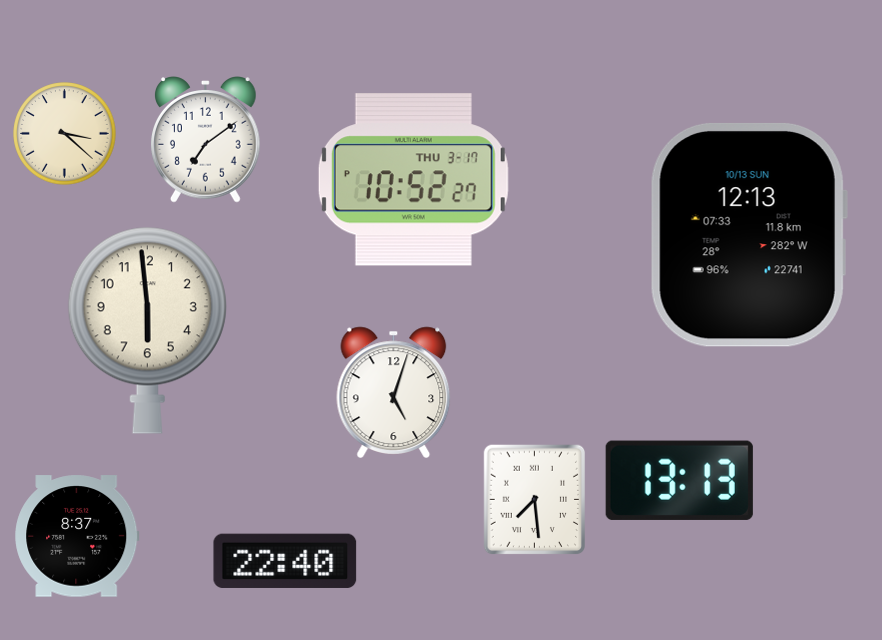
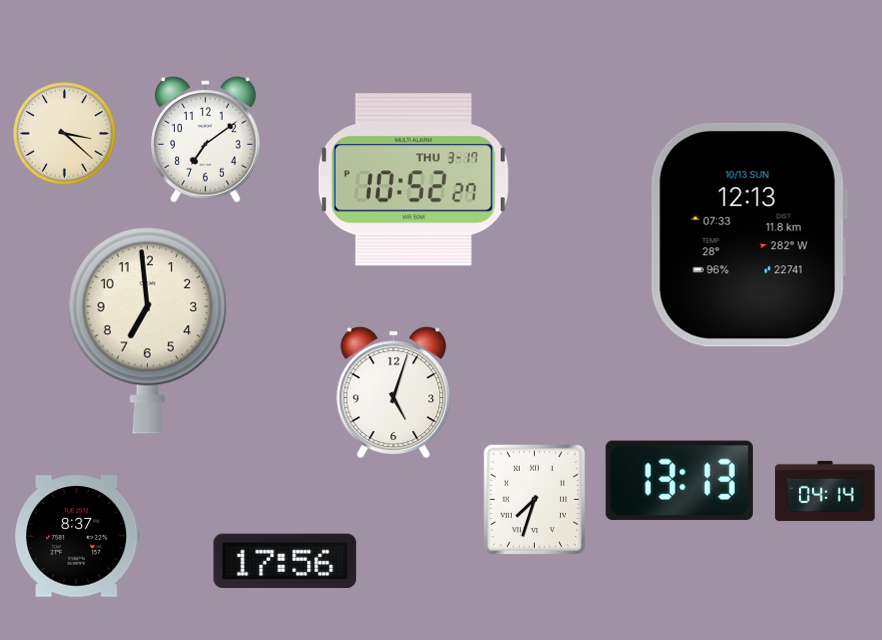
clock at (147, 330): 5:59 -> 6:59
clock at (825, 491): none -> 04:14
clock at (535, 500): 7:29 -> 7:33
clock at (285, 561): 22:40 -> 17:56
